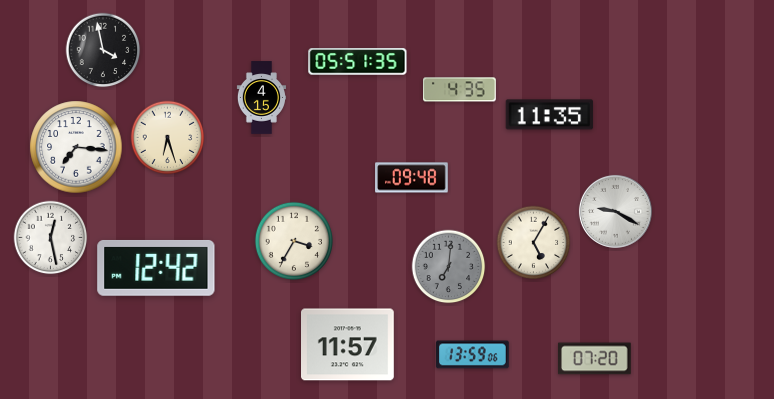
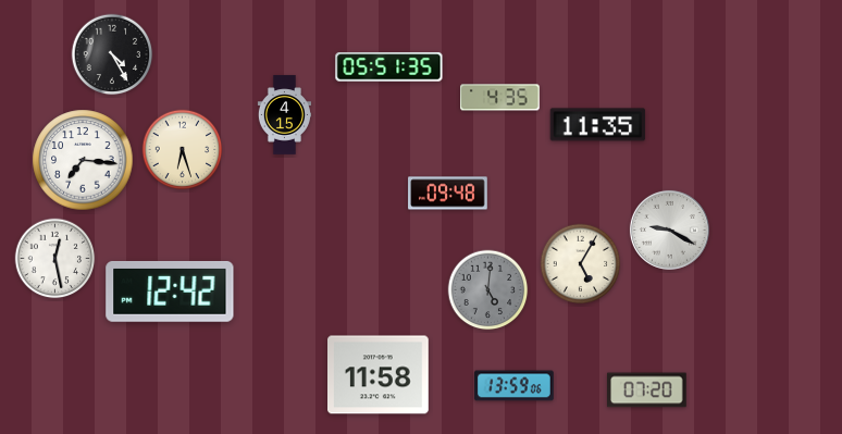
clock at (103, 50): 3:58 -> 4:25
clock at (261, 98) position: (261, 98) -> (284, 115)
clock at (294, 240): 3:35 -> none
clock at (449, 267): 7:01 -> 5:01
clock at (348, 345): 11:57 -> 11:58
